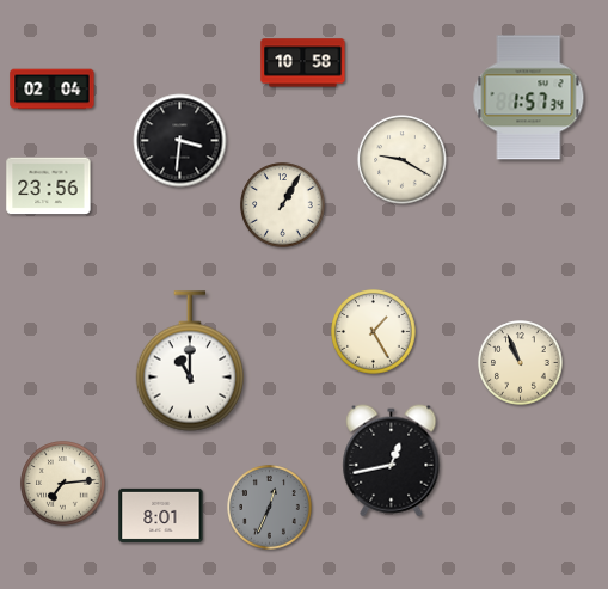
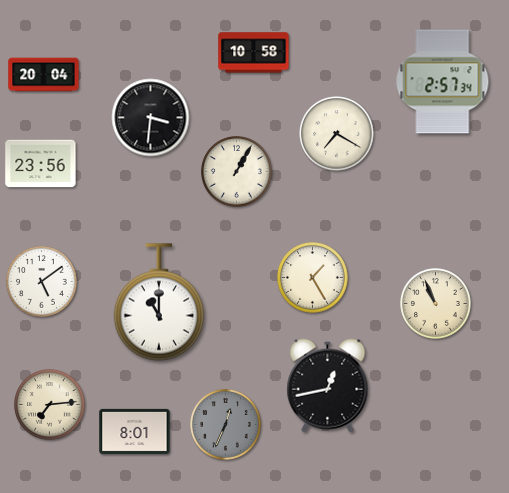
clock at (53, 90): 02:04 -> 20:04
clock at (529, 98): 1:57 -> 2:57
clock at (403, 160): 9:20 -> 7:20
clock at (49, 186) position: (49, 186) -> (41, 164)
clock at (42, 282): none -> 5:09
clock at (63, 484) position: (63, 484) -> (50, 405)
